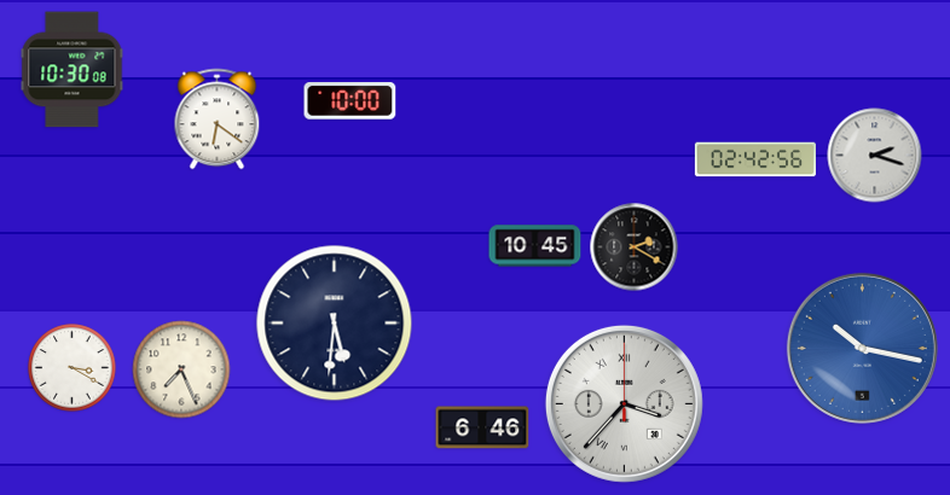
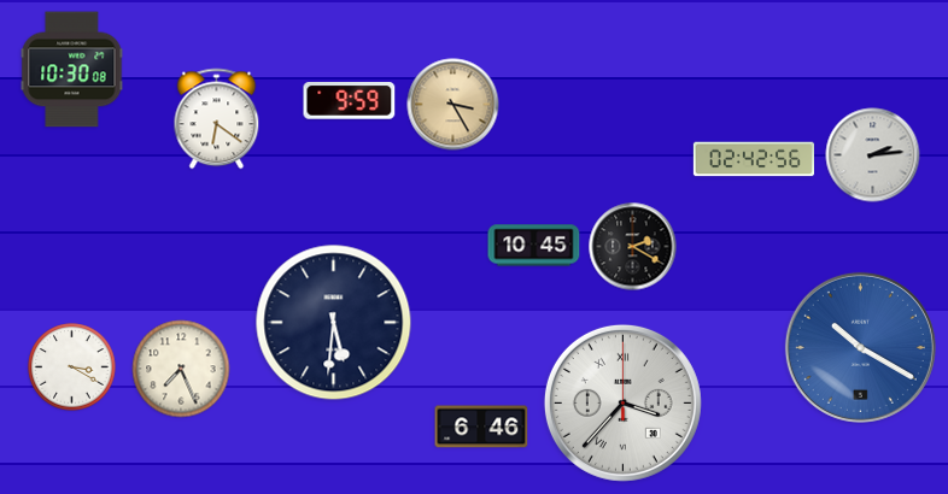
clock at (351, 101): 10:00 -> 9:59
clock at (453, 105): none -> 3:25
clock at (875, 156): 2:18 -> 2:14
clock at (862, 348): 10:17 -> 10:20
